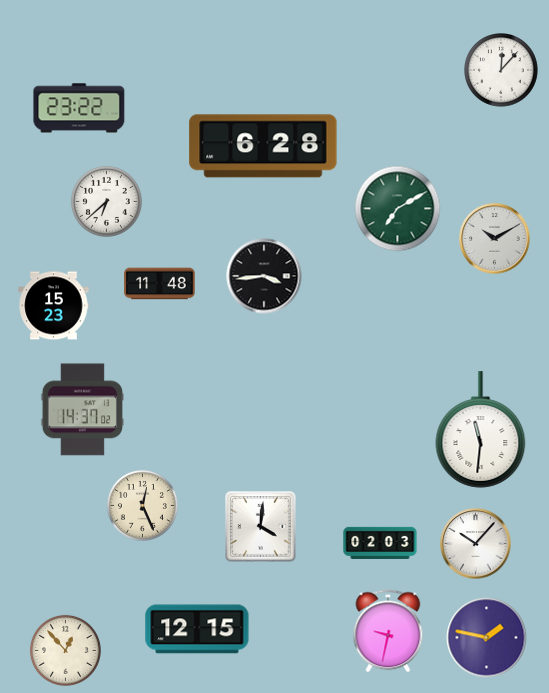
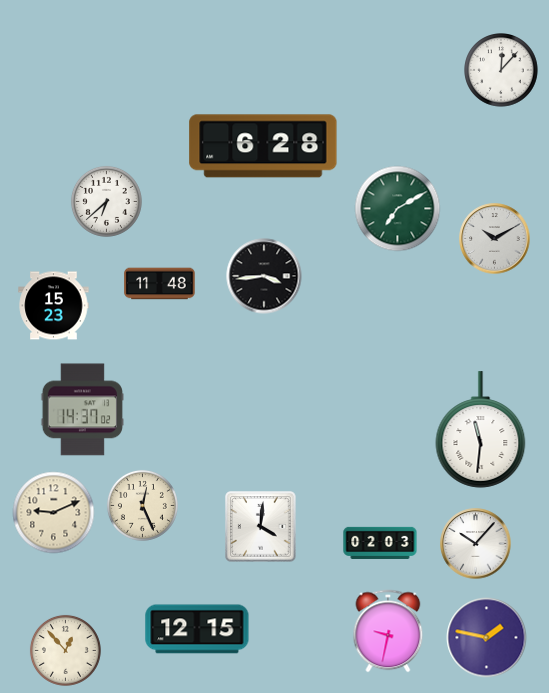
clock at (79, 108): 23:22 -> none
clock at (54, 513): none -> 9:11
